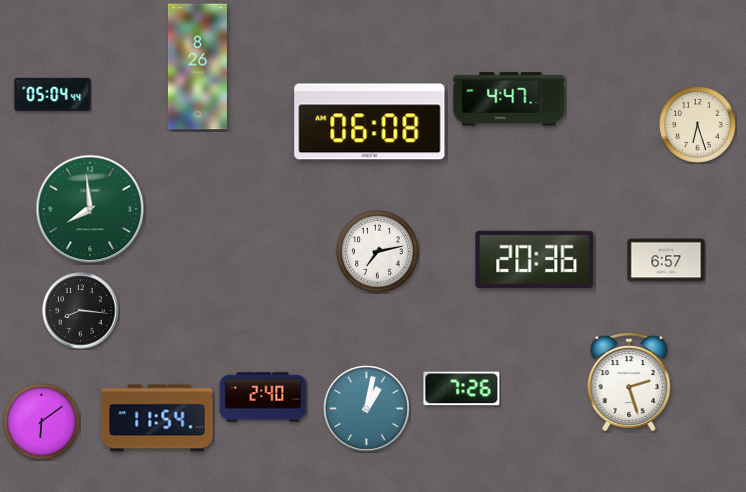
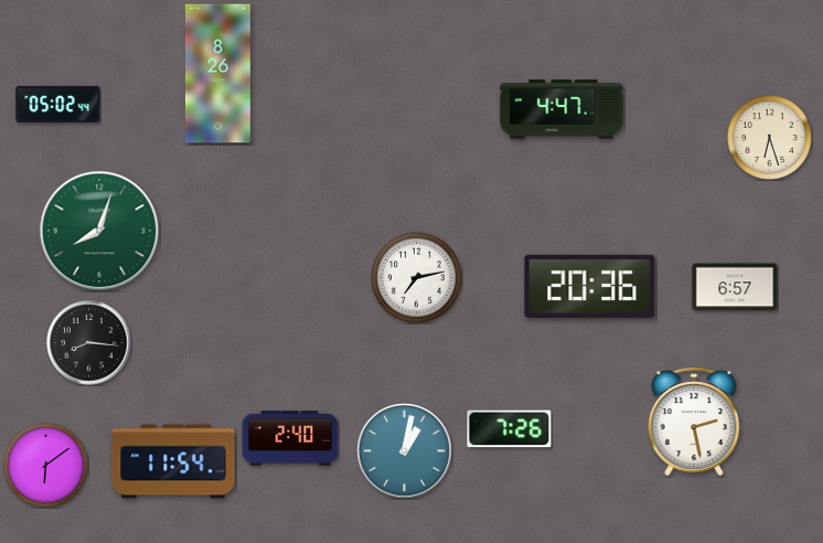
clock at (53, 94): 05:04 -> 05:02
clock at (370, 122): 06:08 -> none
clock at (90, 209): 7:59 -> 8:03
clock at (629, 382): 2:27 -> 2:28
